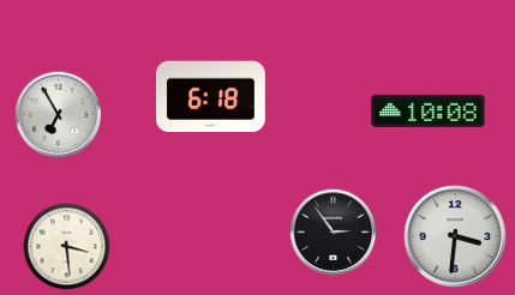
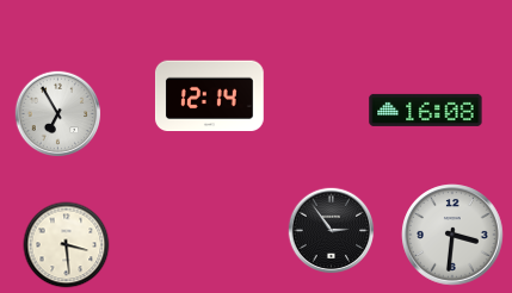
clock at (210, 97): 6:18 -> 12:14
clock at (429, 110): 10:08 -> 16:08
